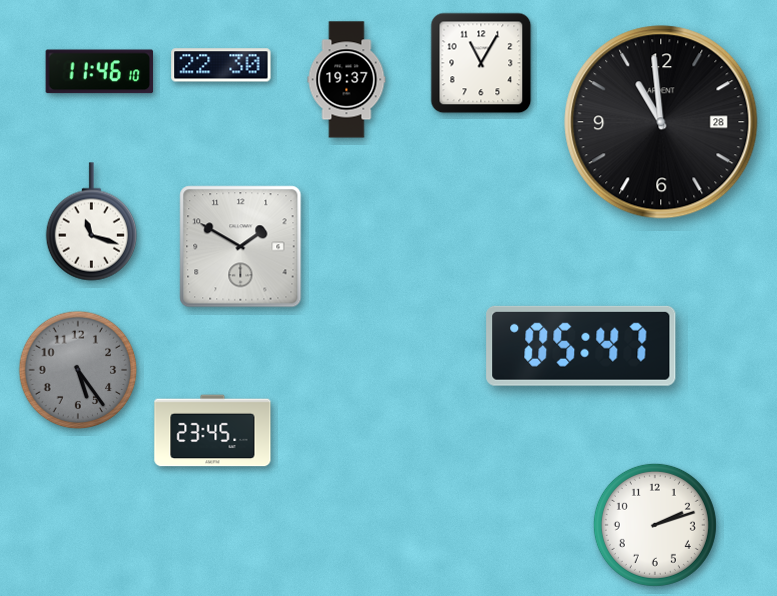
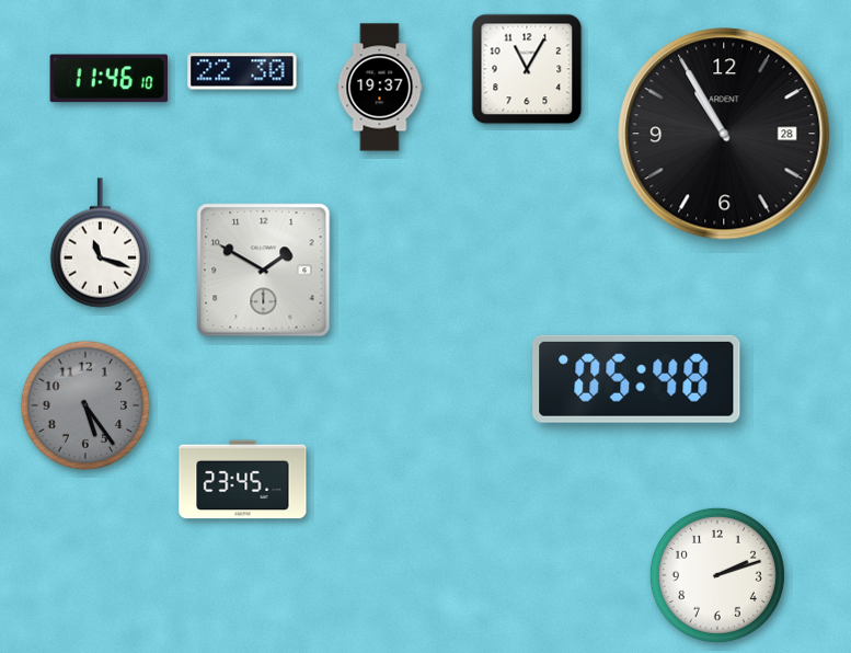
clock at (661, 122): 10:59 -> 10:55
clock at (581, 346): 05:47 -> 05:48
clock at (213, 431) position: (213, 431) -> (243, 480)
